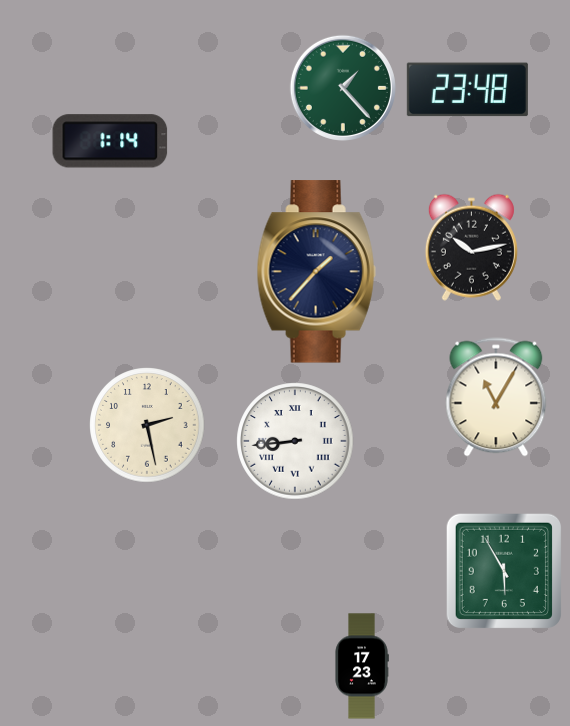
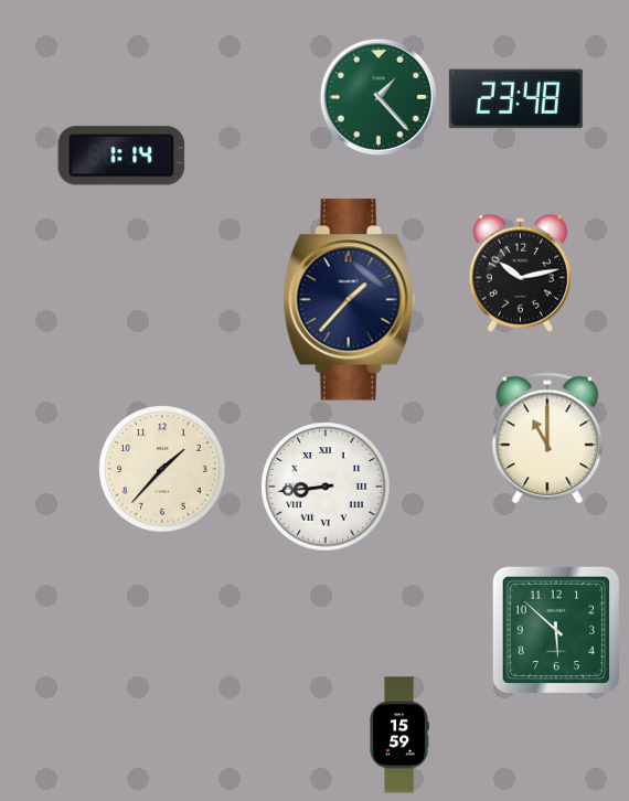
clock at (496, 397): 11:05 -> 11:00
clock at (147, 425): 2:28 -> 1:37
clock at (503, 570): 5:55 -> 5:52
clock at (362, 666): 17:23 -> 15:59
